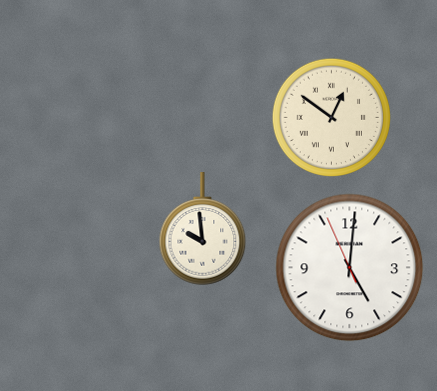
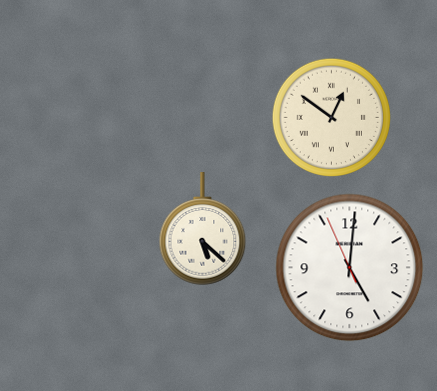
clock at (203, 229): 9:59 -> 5:22
